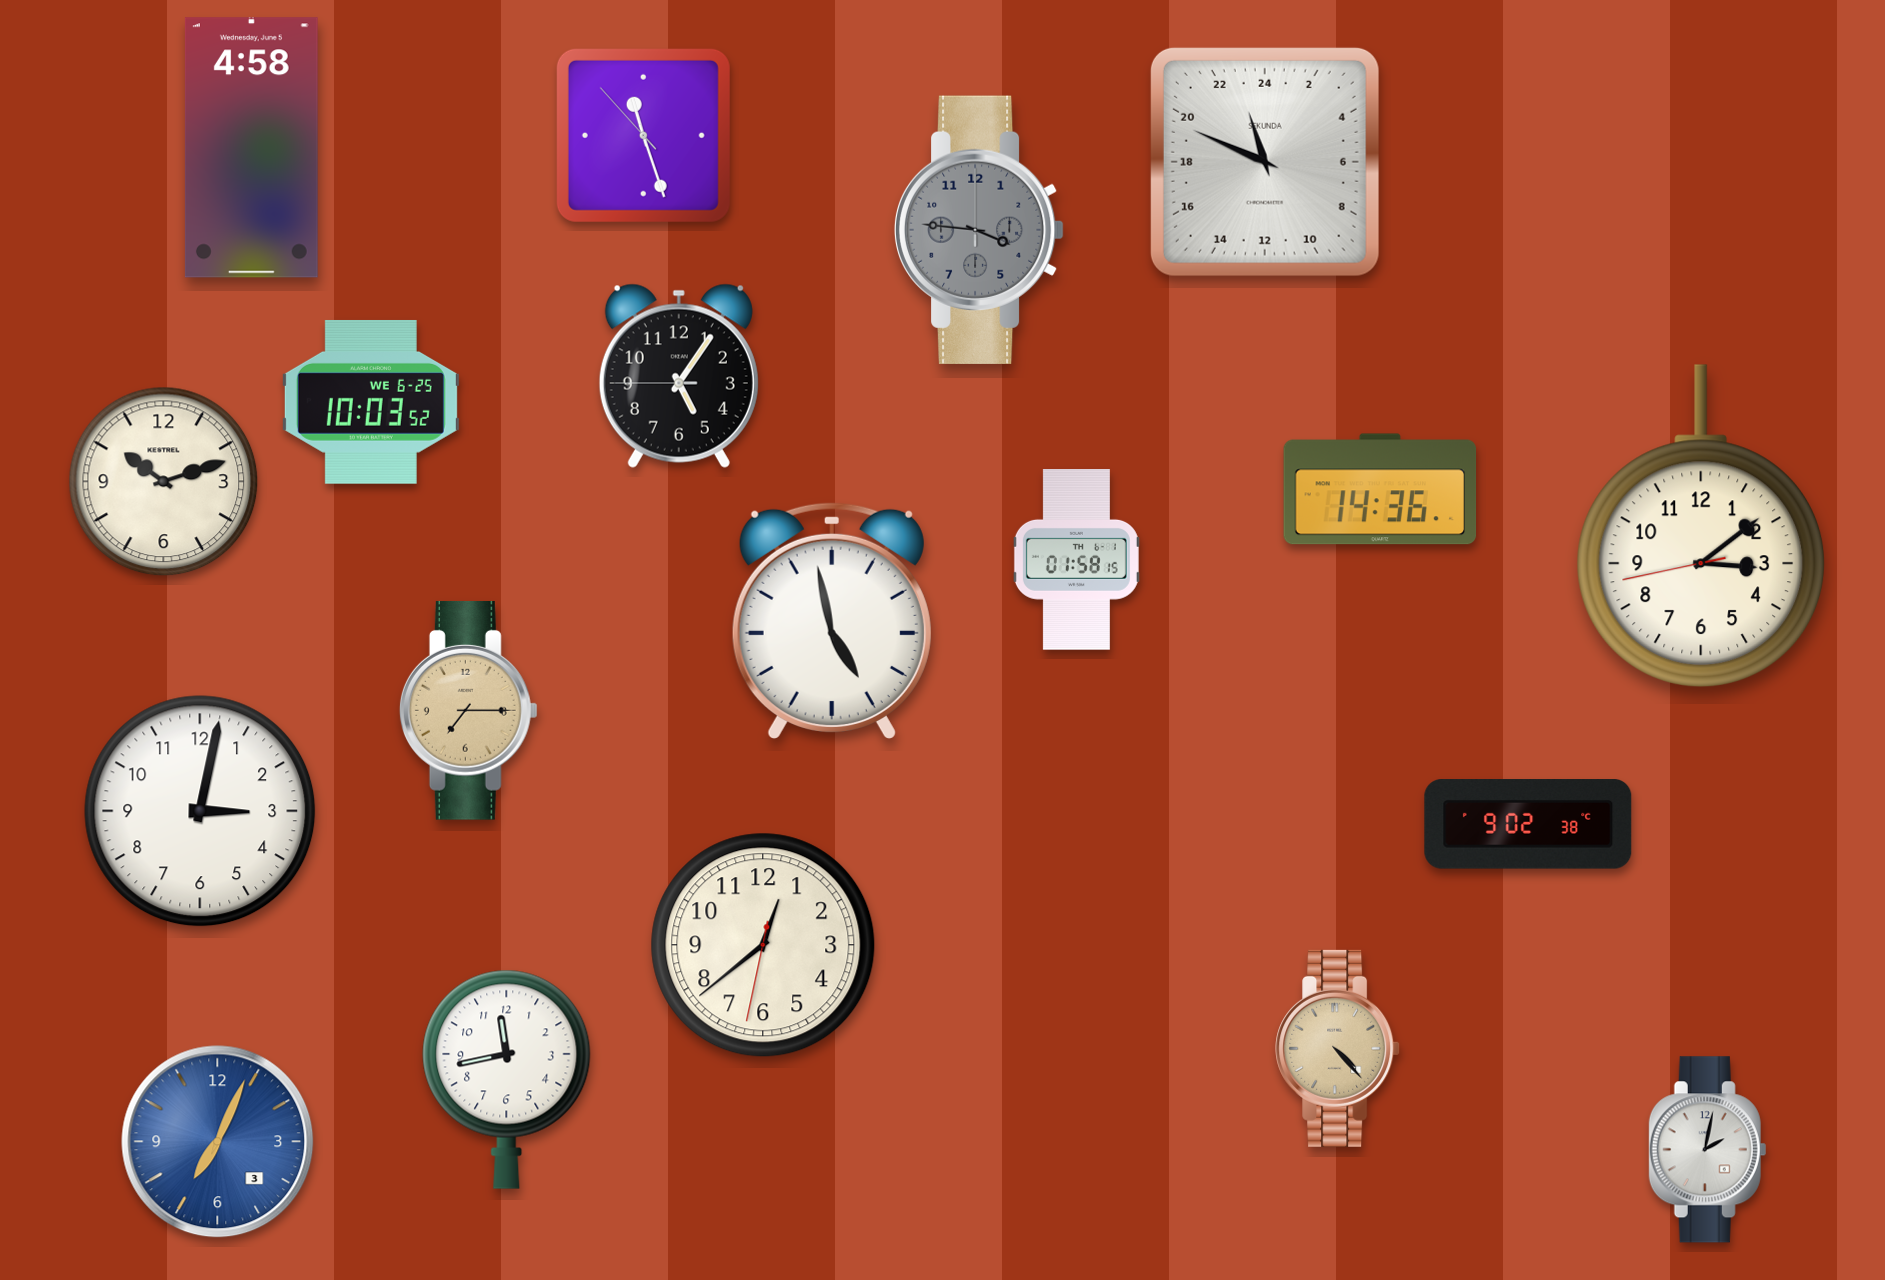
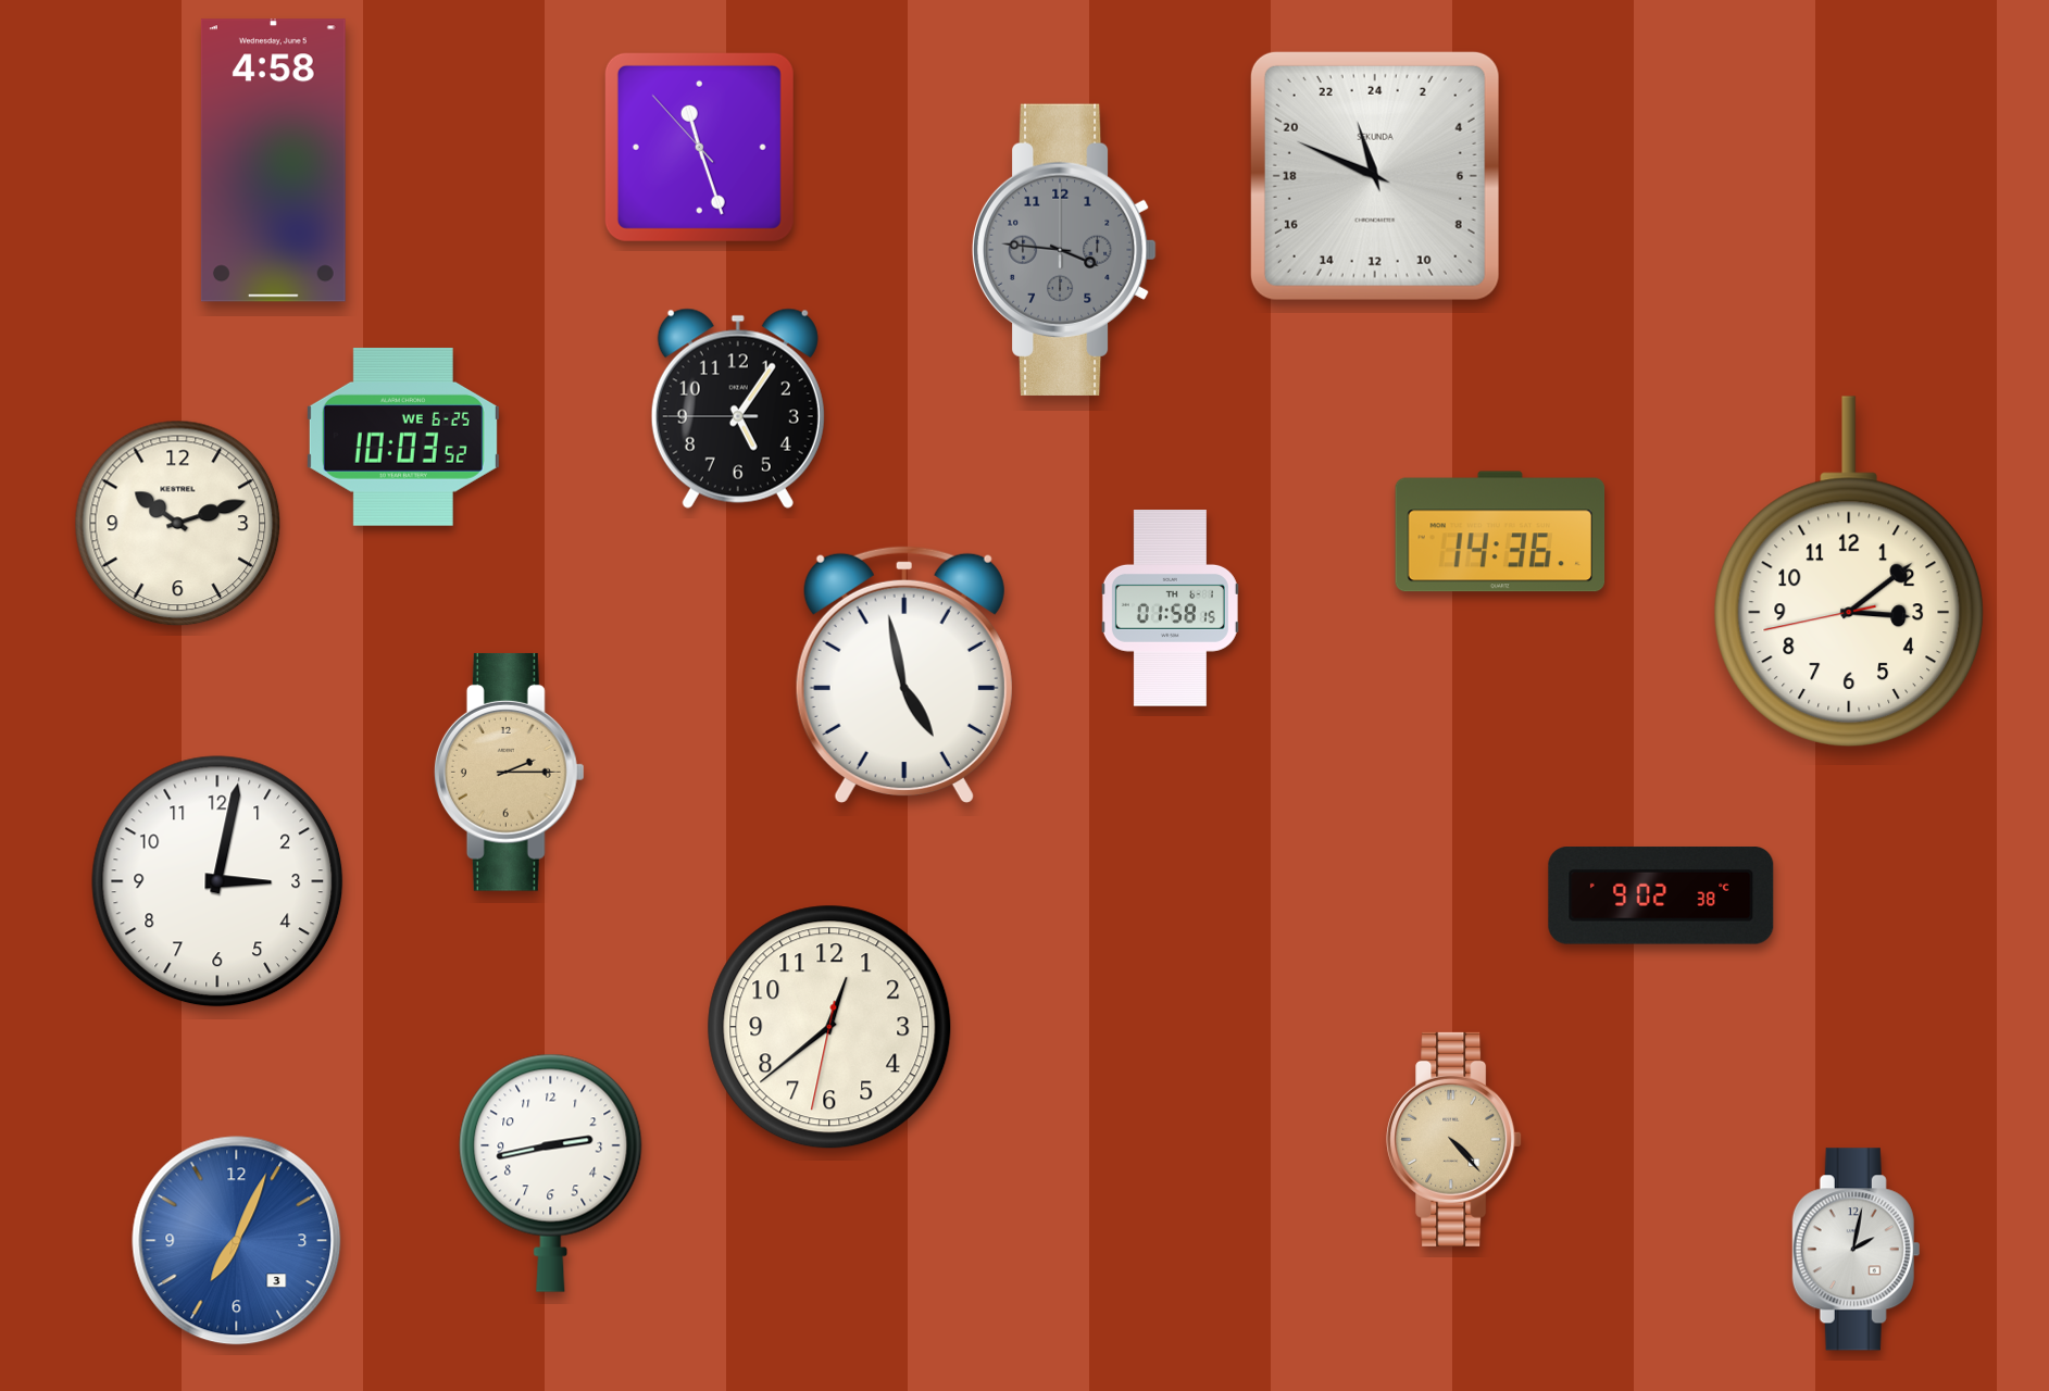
clock at (468, 710): 7:15 -> 2:15
clock at (507, 1079): 11:43 -> 2:43
